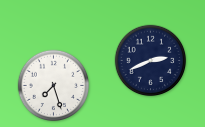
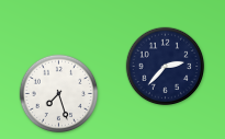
clock at (151, 61): 2:41 -> 2:37
